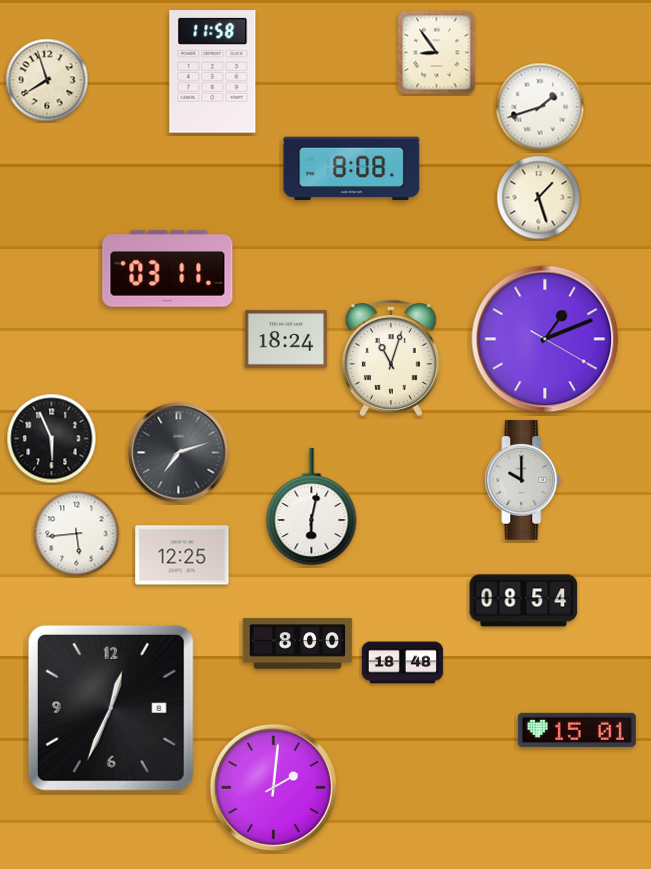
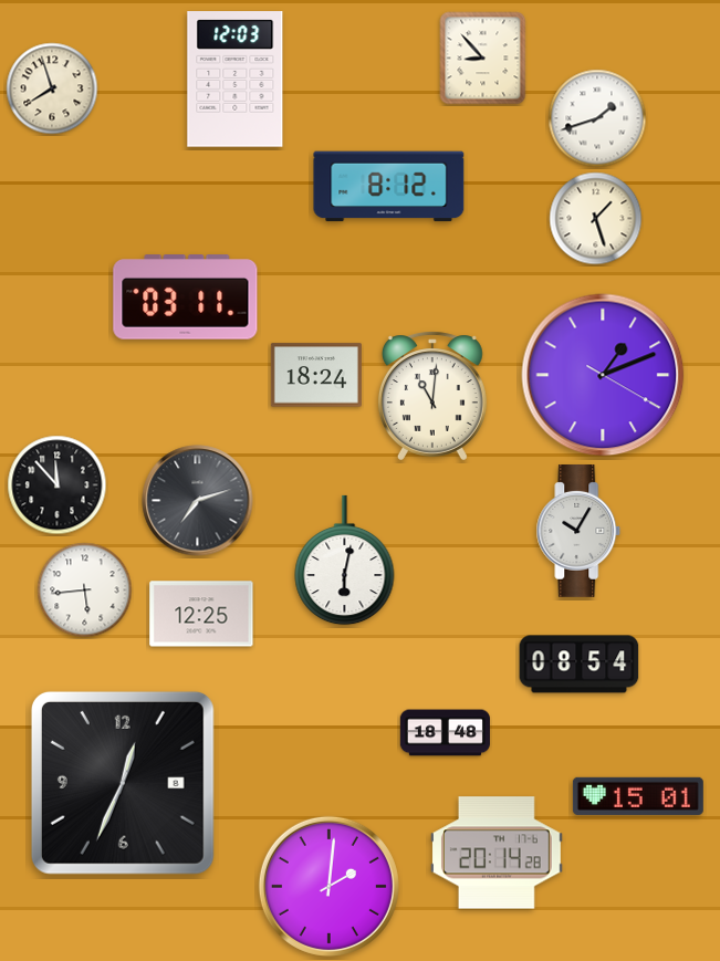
clock at (437, 53): 8:54 -> 8:53
clock at (213, 72): 11:58 -> 12:03
clock at (352, 169): 8:08 -> 8:12
clock at (391, 358): 11:03 -> 11:01
clock at (52, 439): 5:56 -> 11:53
clock at (523, 481): 10:00 -> 10:05
clock at (298, 644): 8:00 -> none
clock at (577, 730) position: (577, 730) -> (638, 796)
clock at (497, 853): none -> 20:14
clock at (273, 787) position: (273, 787) -> (328, 886)
